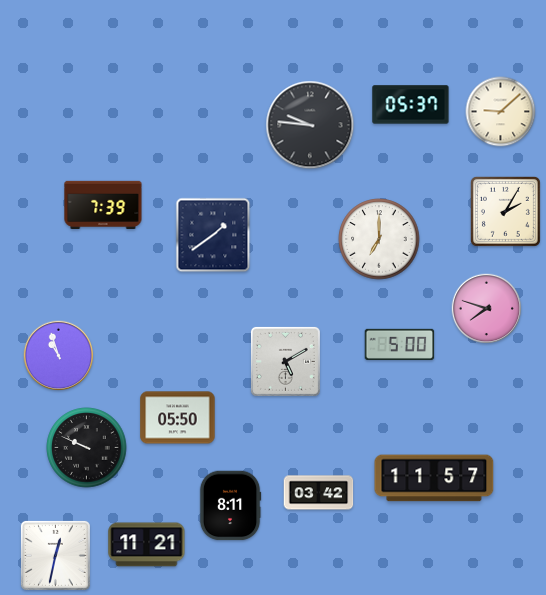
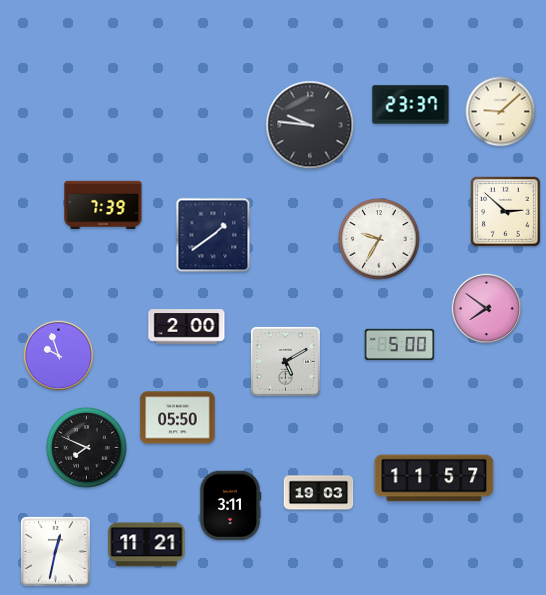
clock at (411, 105): 05:37 -> 23:37
clock at (505, 211): 2:05 -> 2:52
clock at (379, 239): 7:00 -> 9:35
clock at (487, 309): 7:48 -> 7:51
clock at (187, 327): none -> 2:00
clock at (59, 356): 10:57 -> 9:57
clock at (87, 448): 9:49 -> 7:49
clock at (319, 493): 03:42 -> 19:03
clock at (230, 506): 8:11 -> 3:11
clock at (55, 555) position: (55, 555) -> (55, 551)
